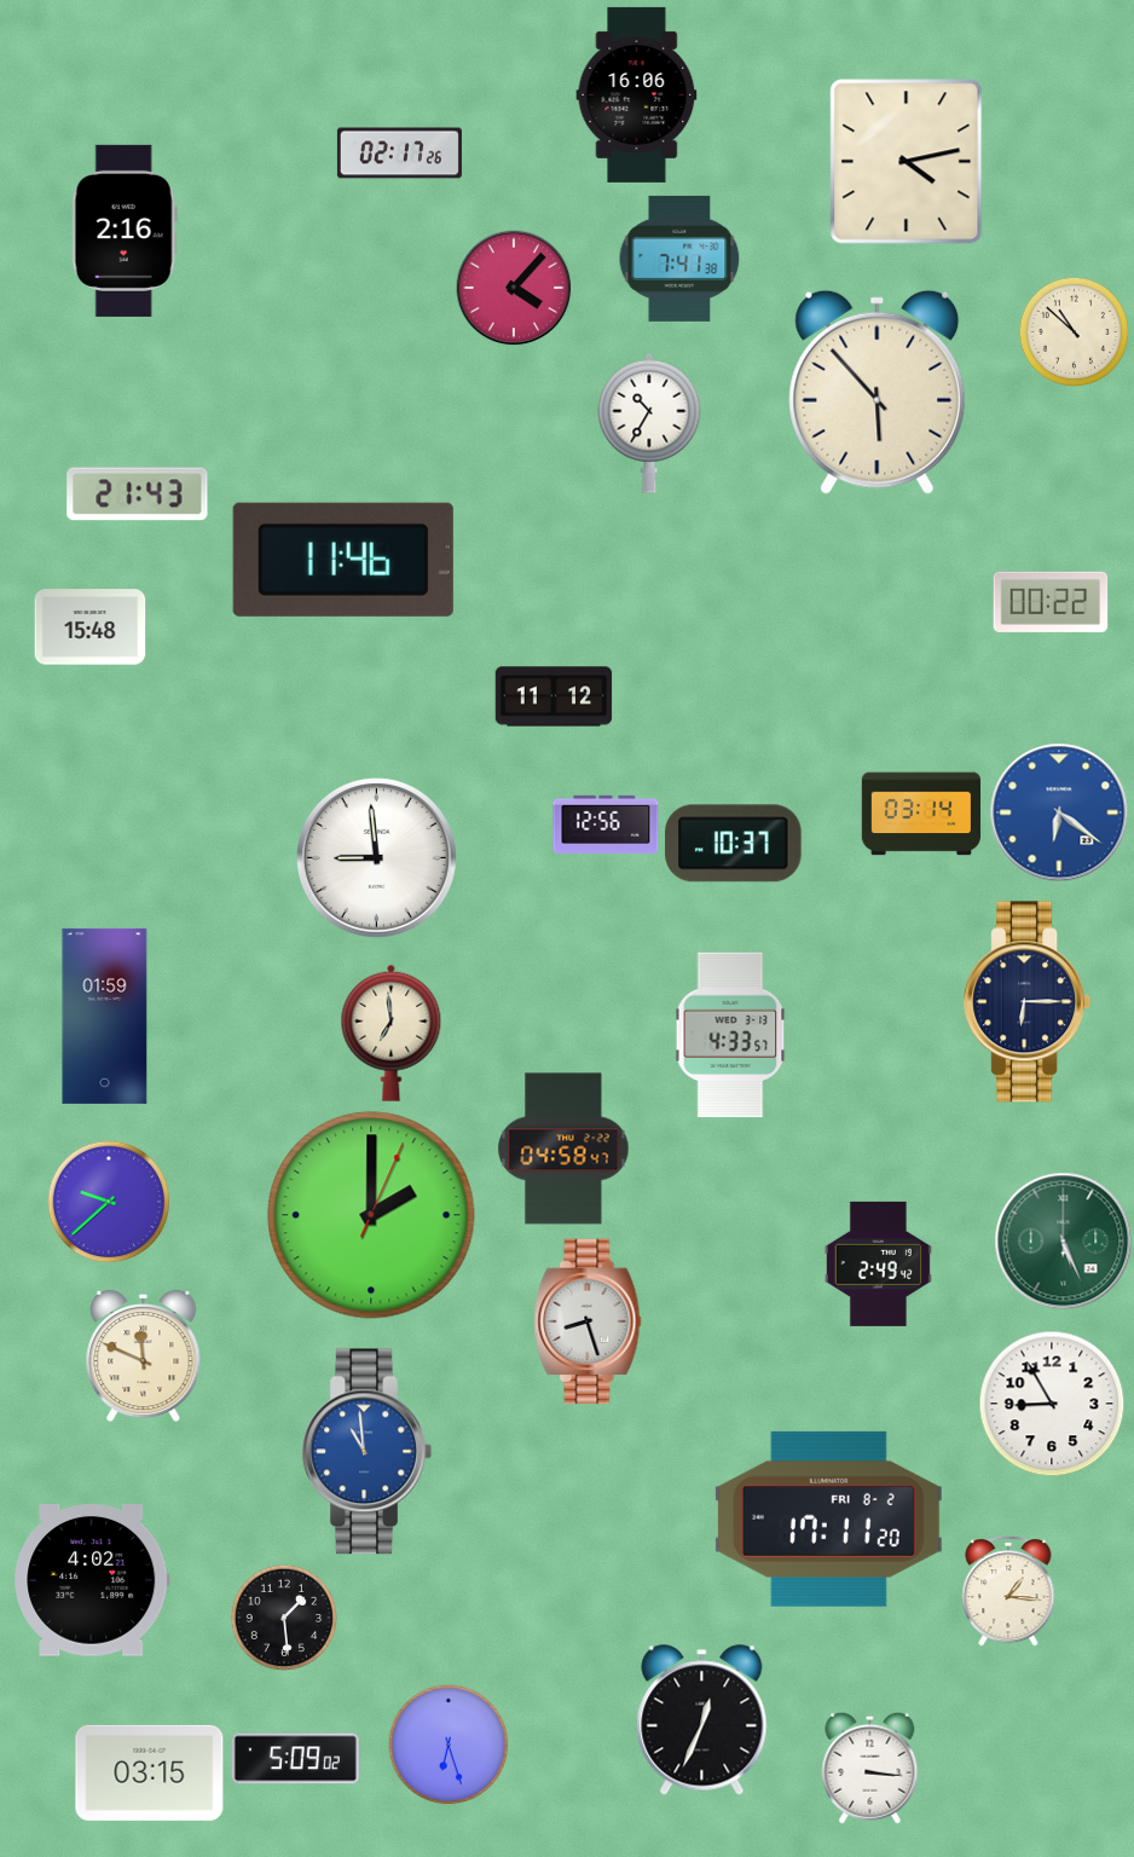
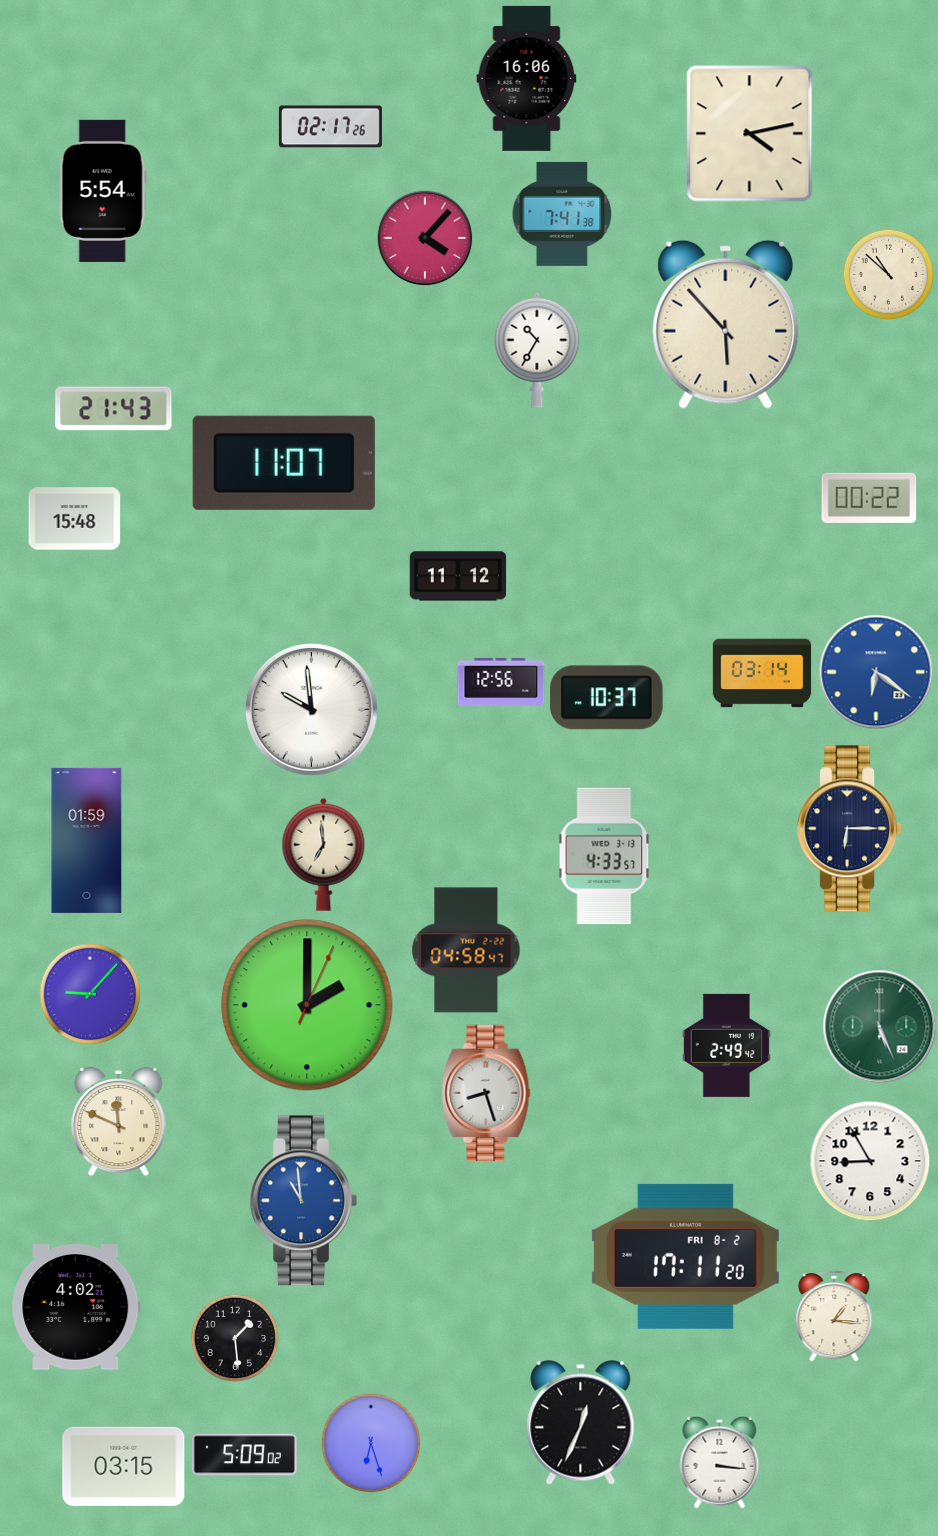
clock at (125, 231): 2:16 -> 5:54
clock at (343, 560): 11:46 -> 11:07
clock at (376, 857): 8:59 -> 9:59
clock at (109, 1202): 9:38 -> 9:07
